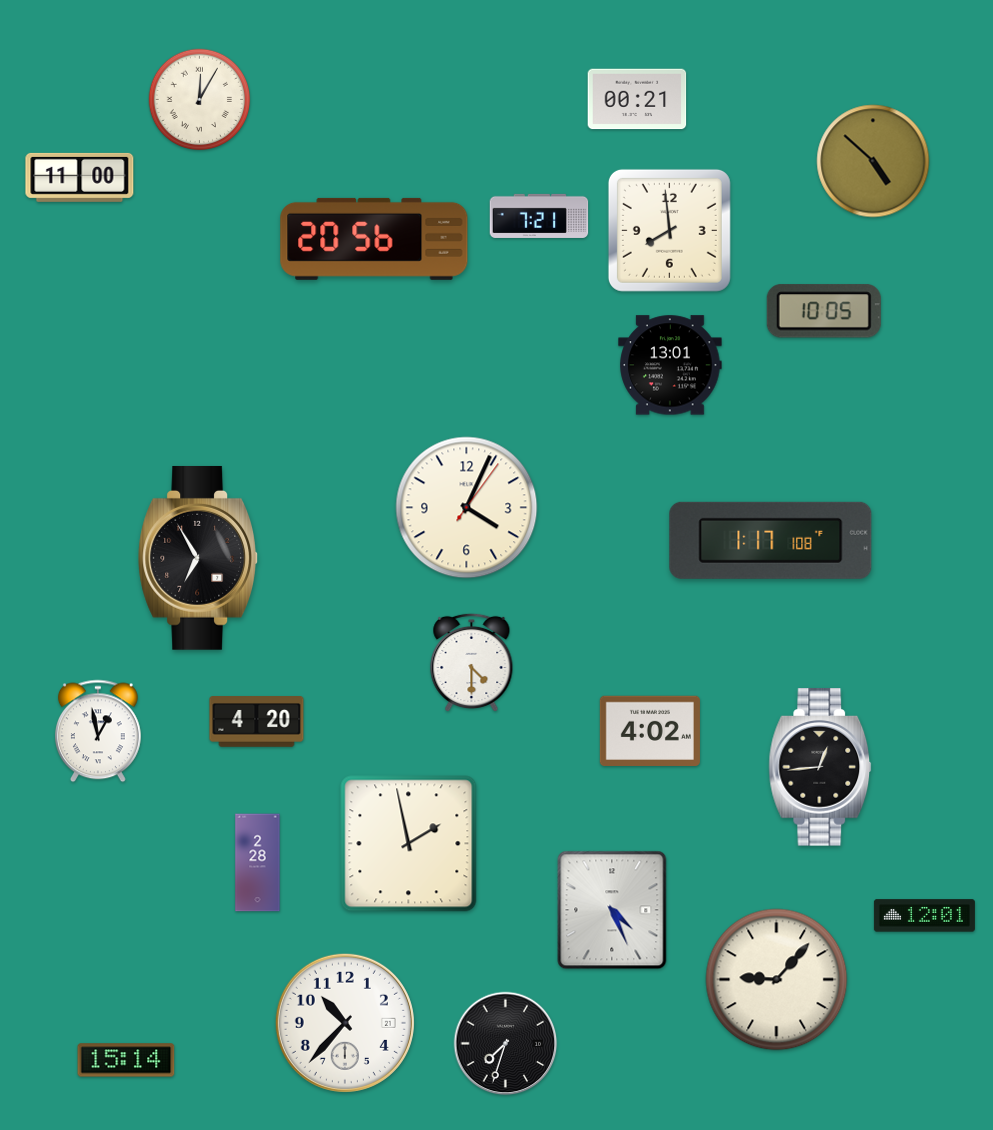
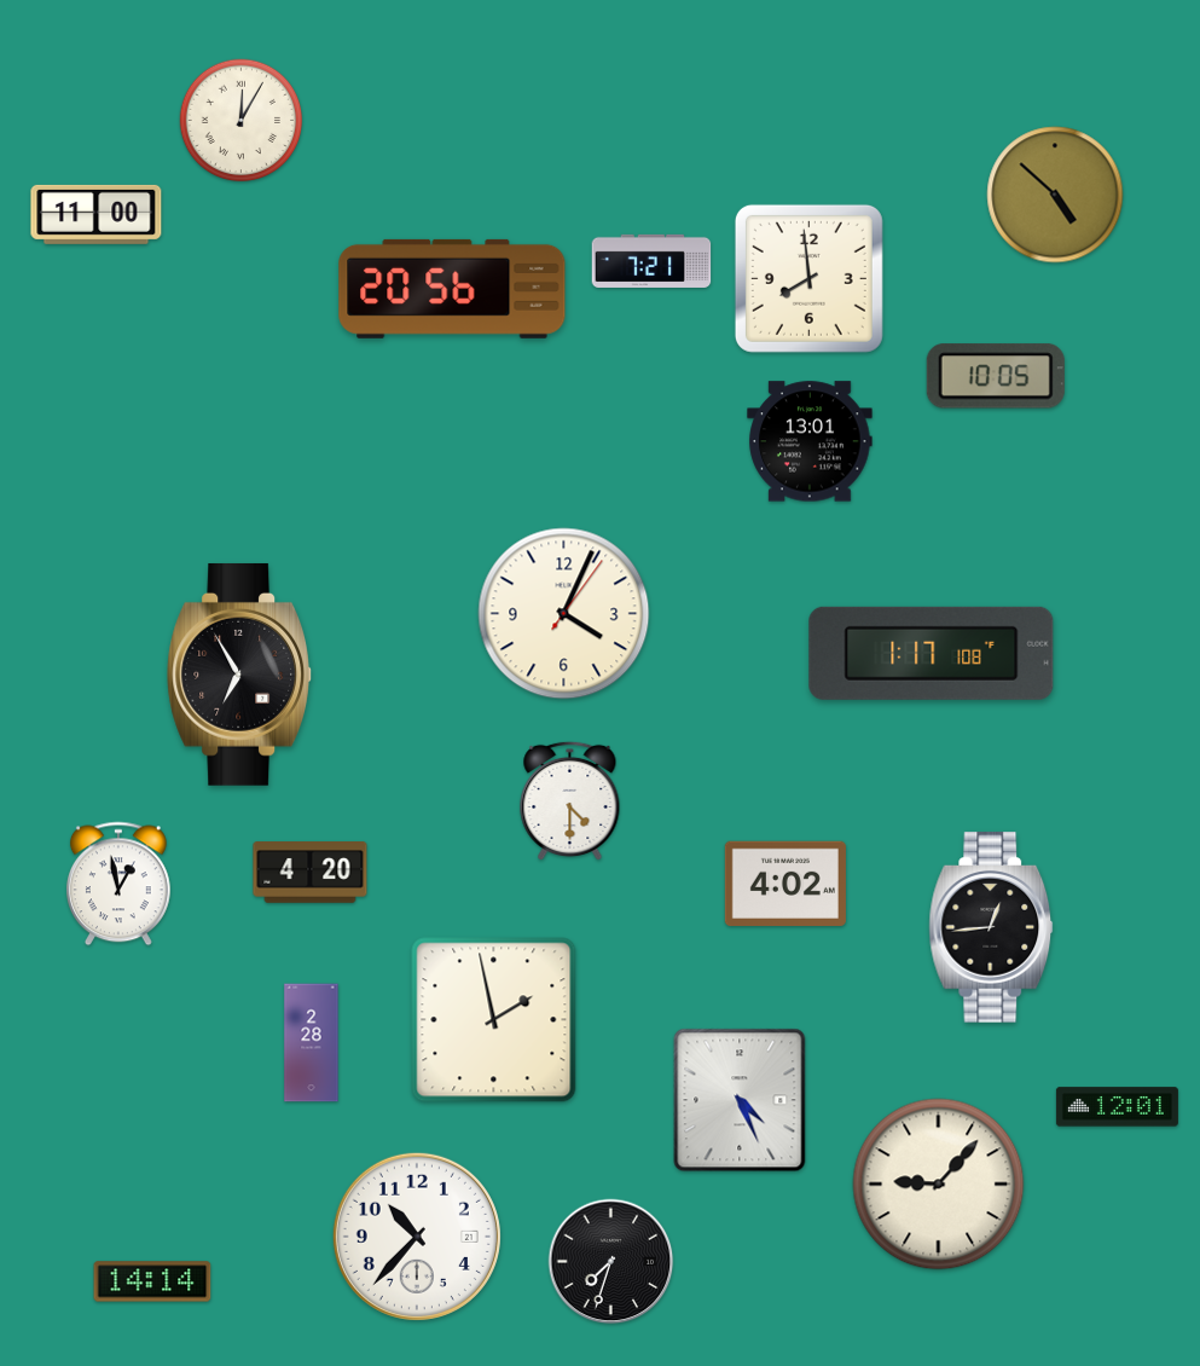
clock at (637, 99): 00:21 -> none
clock at (126, 1060): 15:14 -> 14:14
